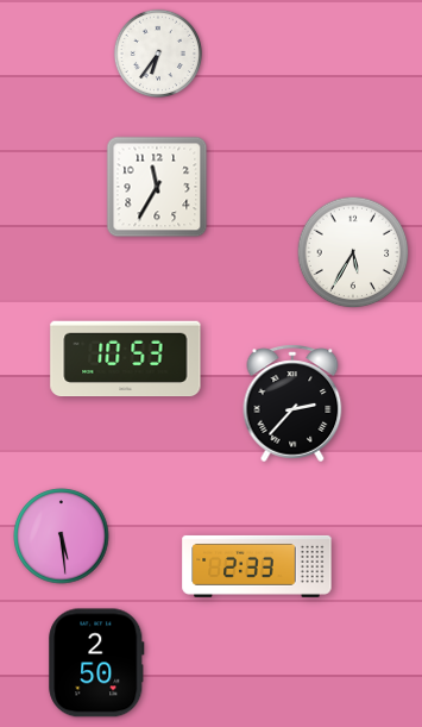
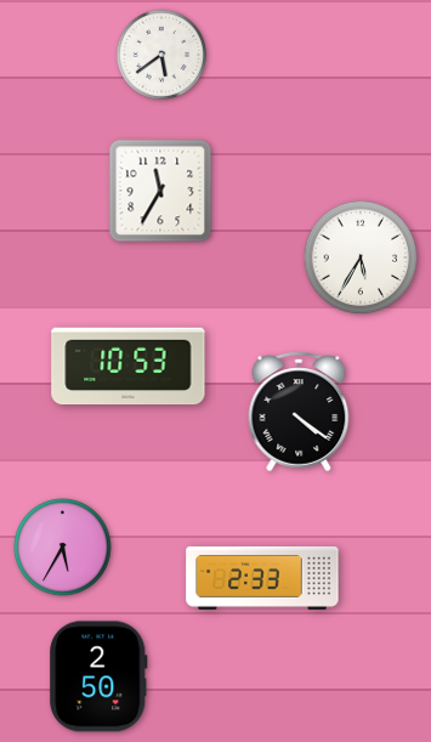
clock at (157, 52): 6:36 -> 5:39
clock at (292, 403): 2:37 -> 4:21
clock at (62, 537): 5:29 -> 5:35
